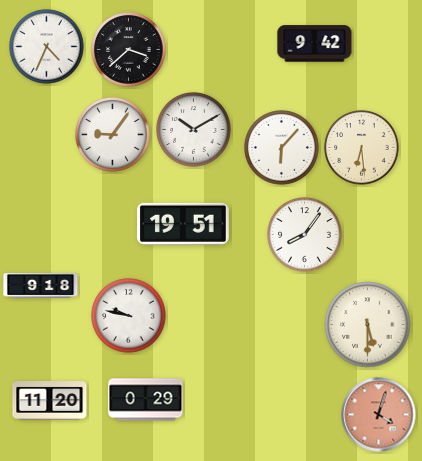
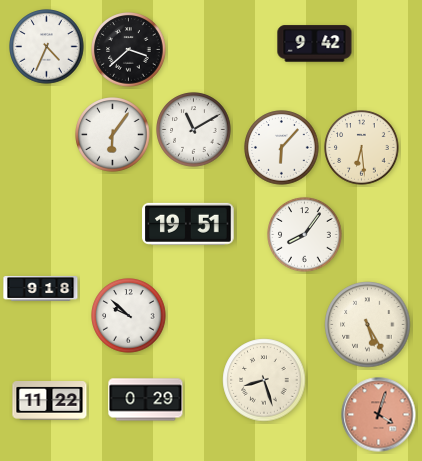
clock at (194, 130): 10:10 -> 11:10
clock at (113, 135): 9:06 -> 6:06
clock at (184, 224) position: (184, 224) -> (189, 224)
clock at (41, 285) position: (41, 285) -> (41, 288)
clock at (129, 316): 9:47 -> 9:52
clock at (368, 325): 5:30 -> 5:25
clock at (264, 380): none -> 8:27
clock at (50, 401): 11:20 -> 11:22
